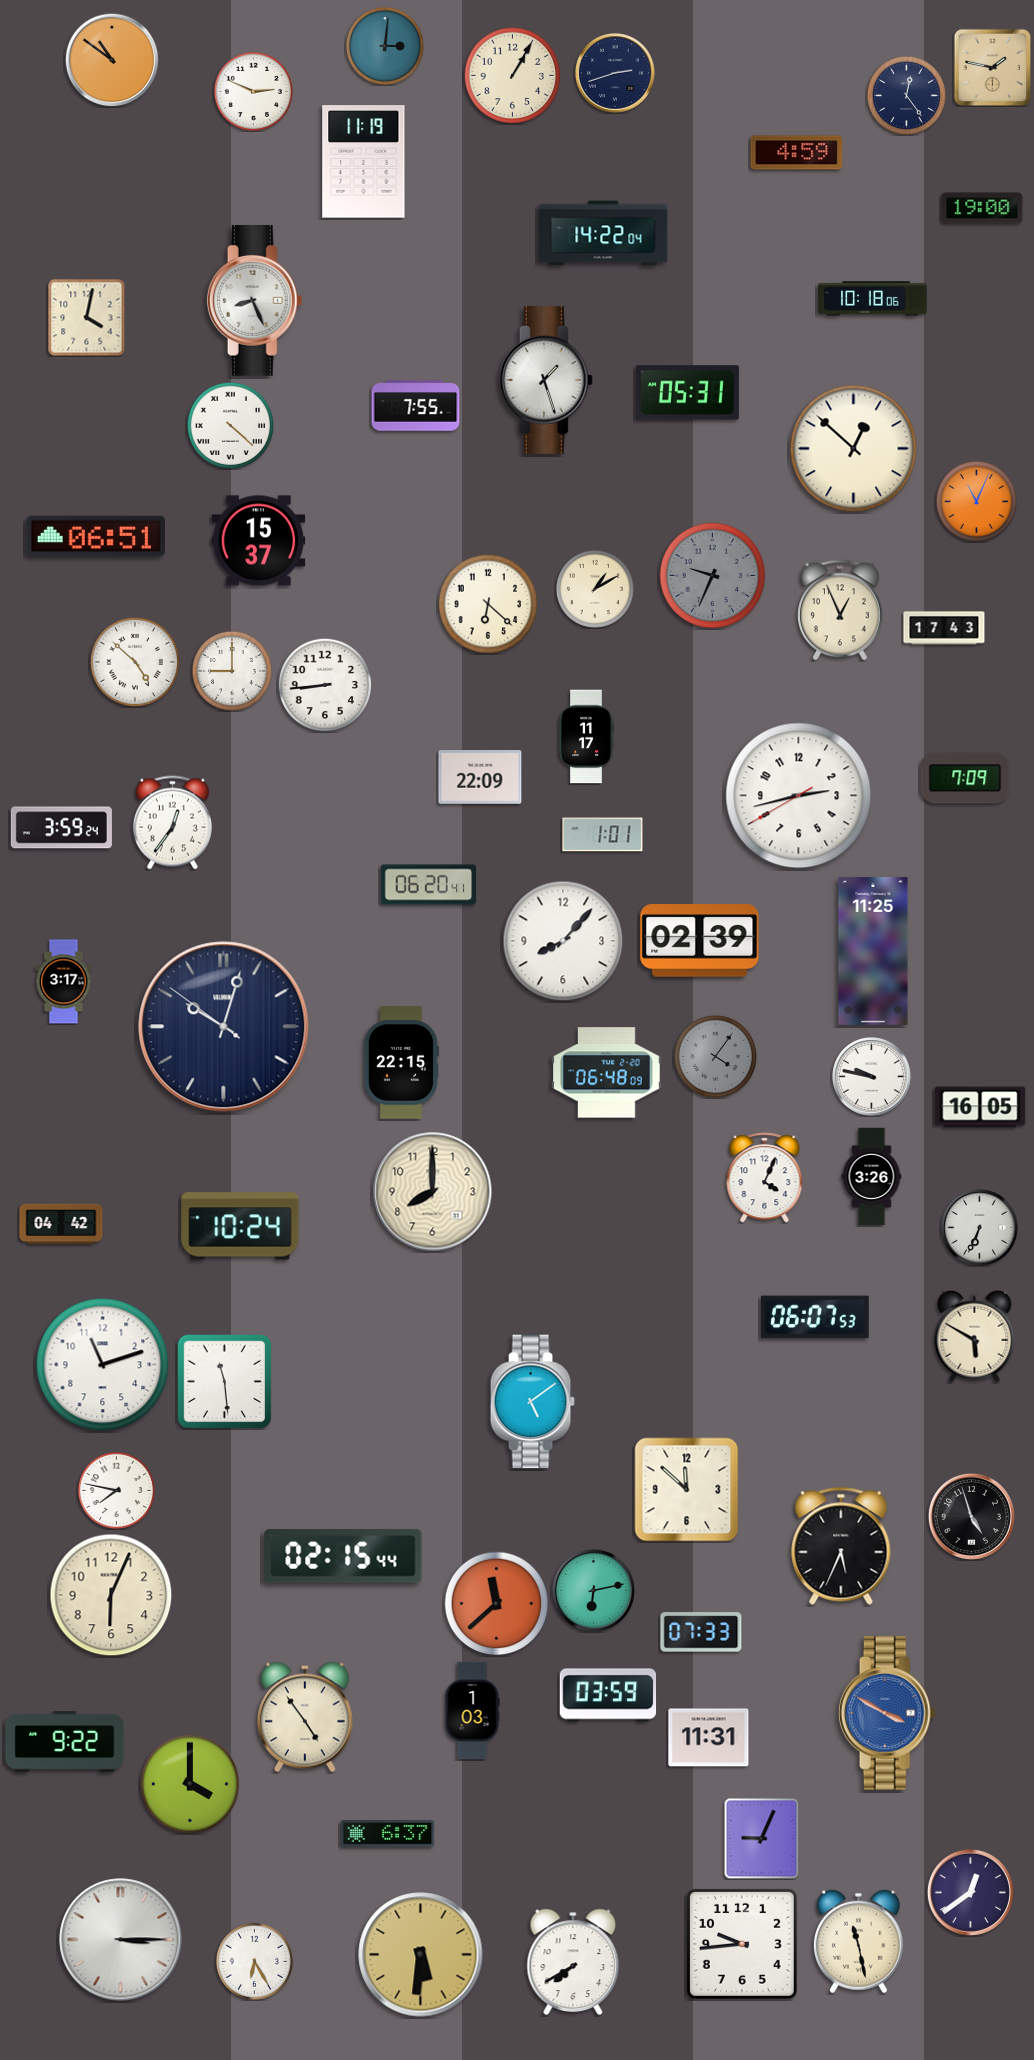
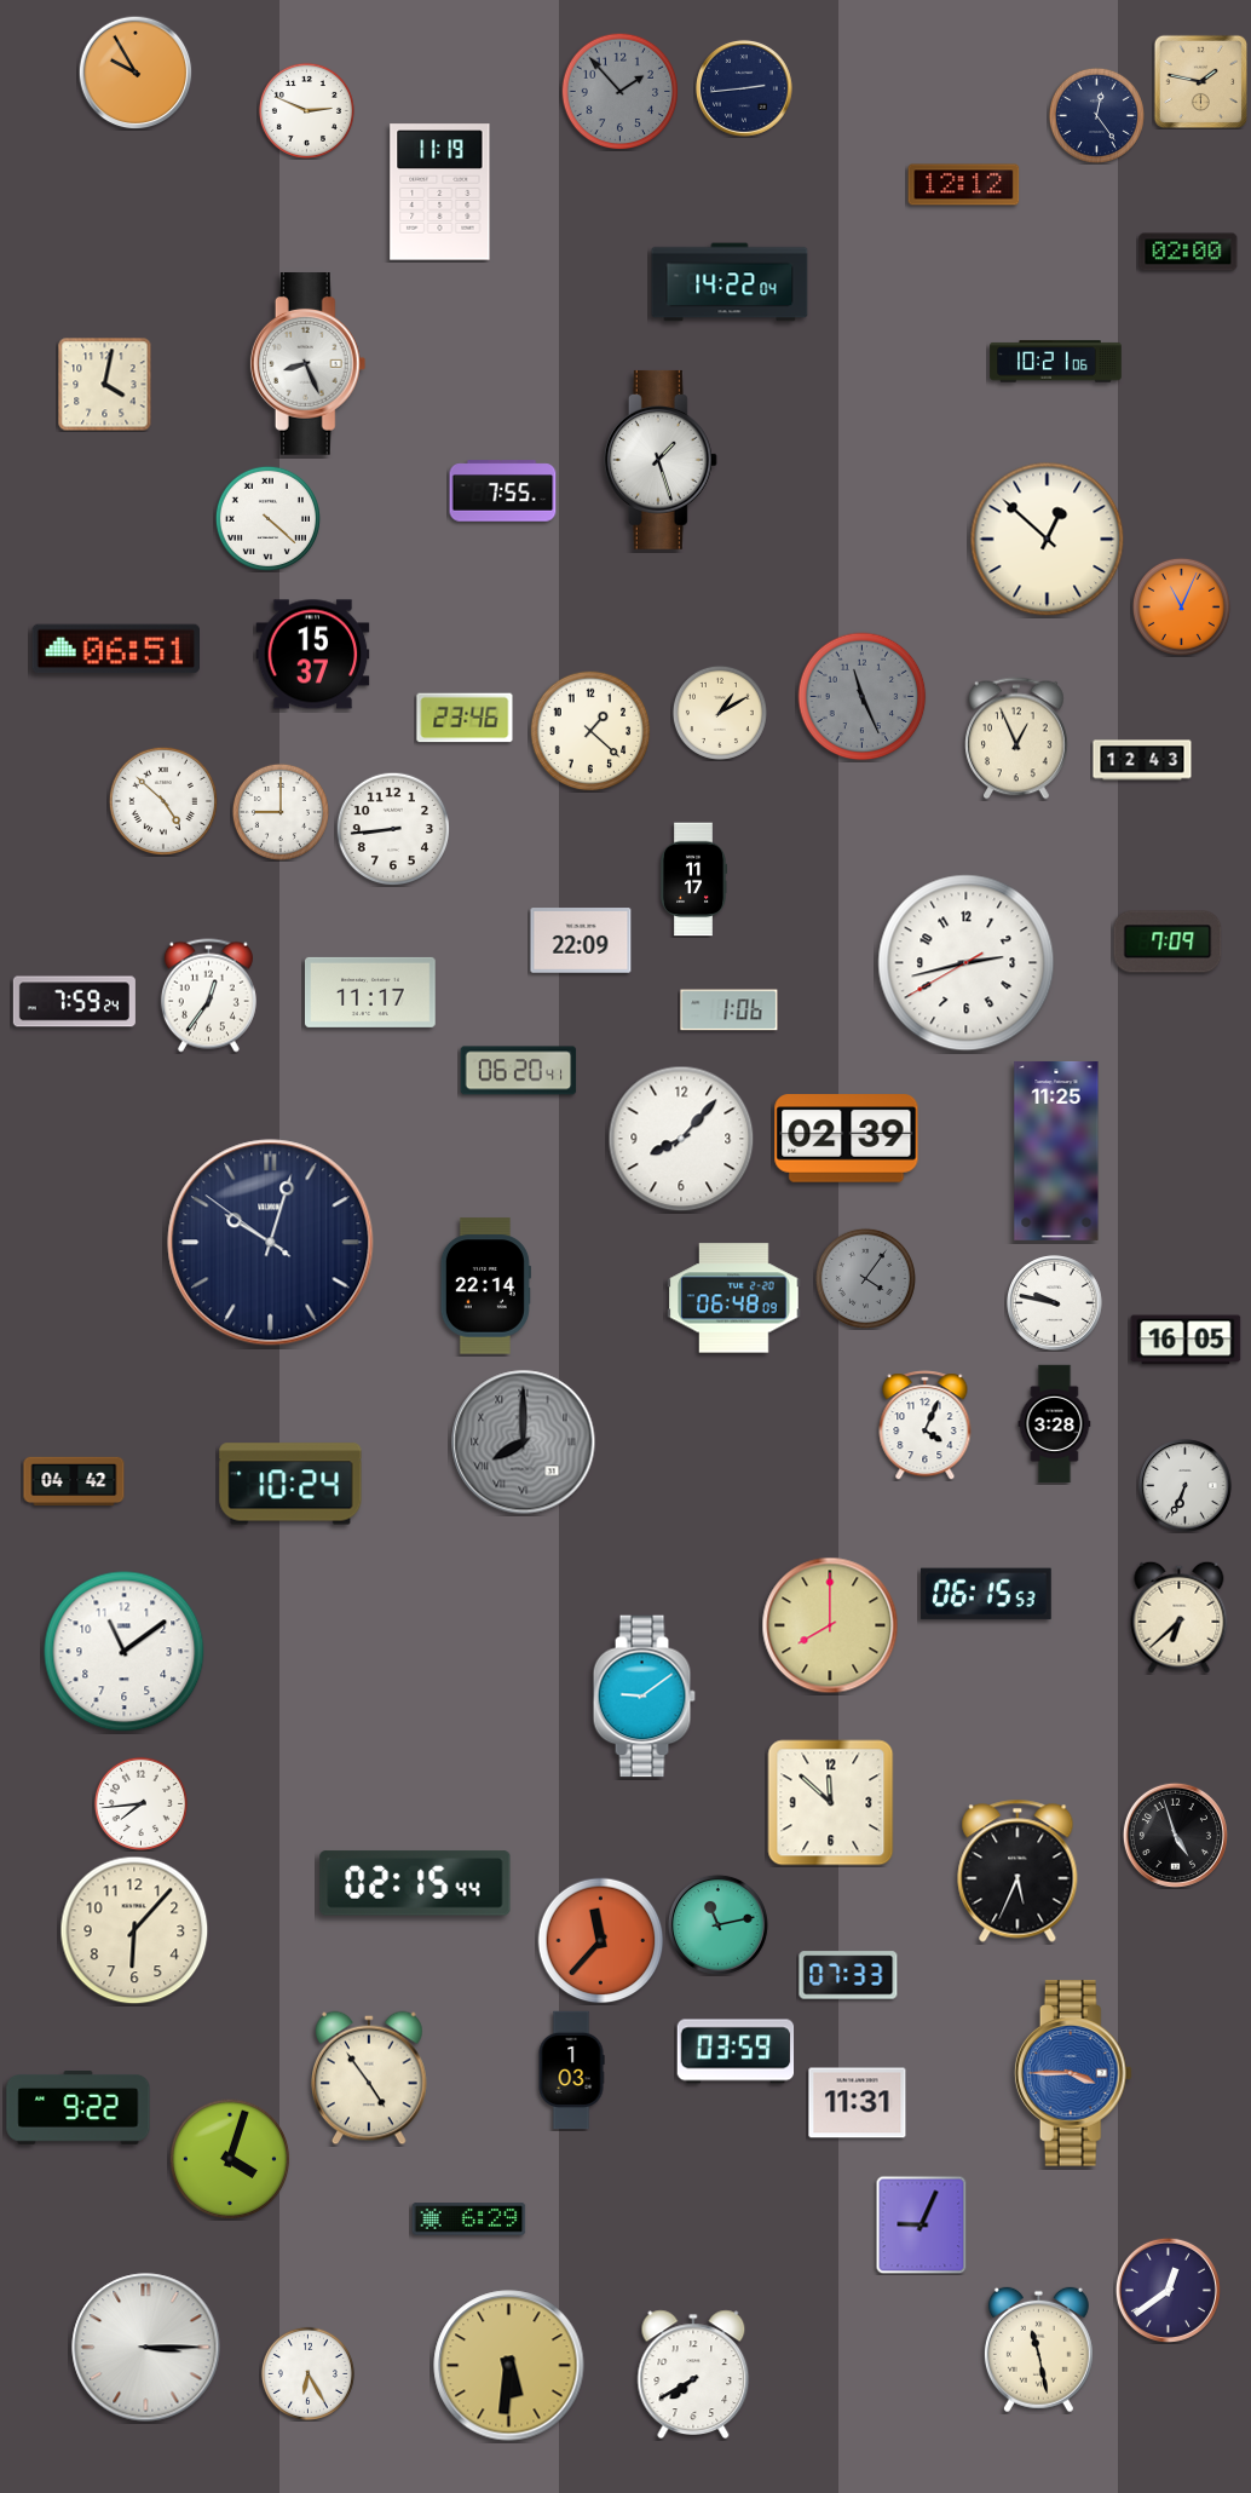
clock at (385, 46): 3:01 -> none
clock at (112, 60): 10:51 -> 9:55
clock at (615, 73): 2:42 -> 2:44
clock at (512, 75): 1:05 -> 1:53
clock at (512, 75) dial: cream -> grey
clock at (797, 153): 4:59 -> 12:12
clock at (364, 162) position: (364, 162) -> (440, 192)
clock at (982, 208): 19:00 -> 02:00
clock at (873, 299): 10:18 -> 10:21
clock at (687, 393): 05:31 -> none
clock at (230, 425) position: (230, 425) -> (267, 518)
clock at (854, 449) position: (854, 449) -> (1048, 540)
clock at (713, 576): 9:34 -> 11:26
clock at (465, 718): none -> 23:46
clock at (488, 604): 6:22 -> 1:22
clock at (944, 628): 17:43 -> 12:43
clock at (586, 737) position: (586, 737) -> (693, 880)
clock at (371, 992): none -> 11:17
clock at (61, 828): 3:59 -> 7:59
clock at (603, 835): 1:01 -> 1:06
clock at (64, 982): 3:17 -> none
clock at (401, 1063): 22:15 -> 22:14
clock at (872, 1177): 3:26 -> 3:28
clock at (433, 1192) dial: cream -> grey
clock at (433, 1192) numerals: Arabic -> Roman
clock at (815, 1317): 06:07 -> 06:15
clock at (975, 1336): 5:50 -> 6:38
clock at (830, 1625): none -> 8:00
clock at (103, 1365): 11:12 -> 11:09
clock at (224, 1381): 11:29 -> none
clock at (532, 1402): 5:09 -> 9:09
clock at (116, 1490): 7:47 -> 7:44
clock at (593, 1590): 6:13 -> 11:13
clock at (111, 1595): 6:04 -> 6:07
clock at (497, 1604): 11:38 -> 11:37
clock at (887, 1713): 3:50 -> 3:45
clock at (190, 1784): 4:00 -> 4:03
clock at (388, 1834): 6:37 -> 6:29
clock at (970, 1892) position: (970, 1892) -> (1168, 2290)
clock at (742, 1944): 9:44 -> none
